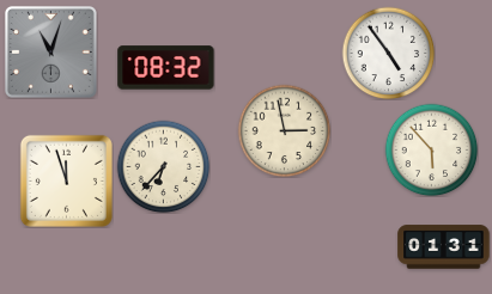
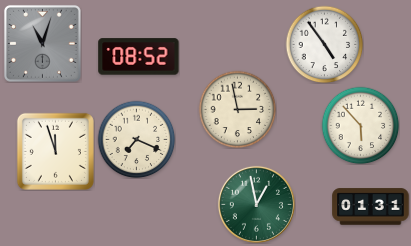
clock at (166, 68): 08:32 -> 08:52
clock at (163, 166): 6:37 -> 7:19
clock at (256, 204): none -> 12:58
